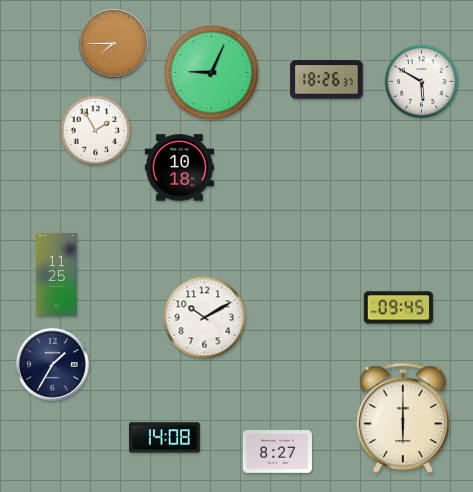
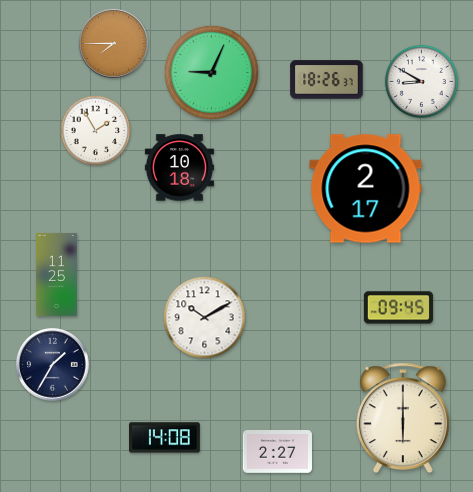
clock at (421, 81): 5:50 -> 8:50
clock at (366, 189): none -> 2:17
clock at (277, 452): 8:27 -> 2:27
